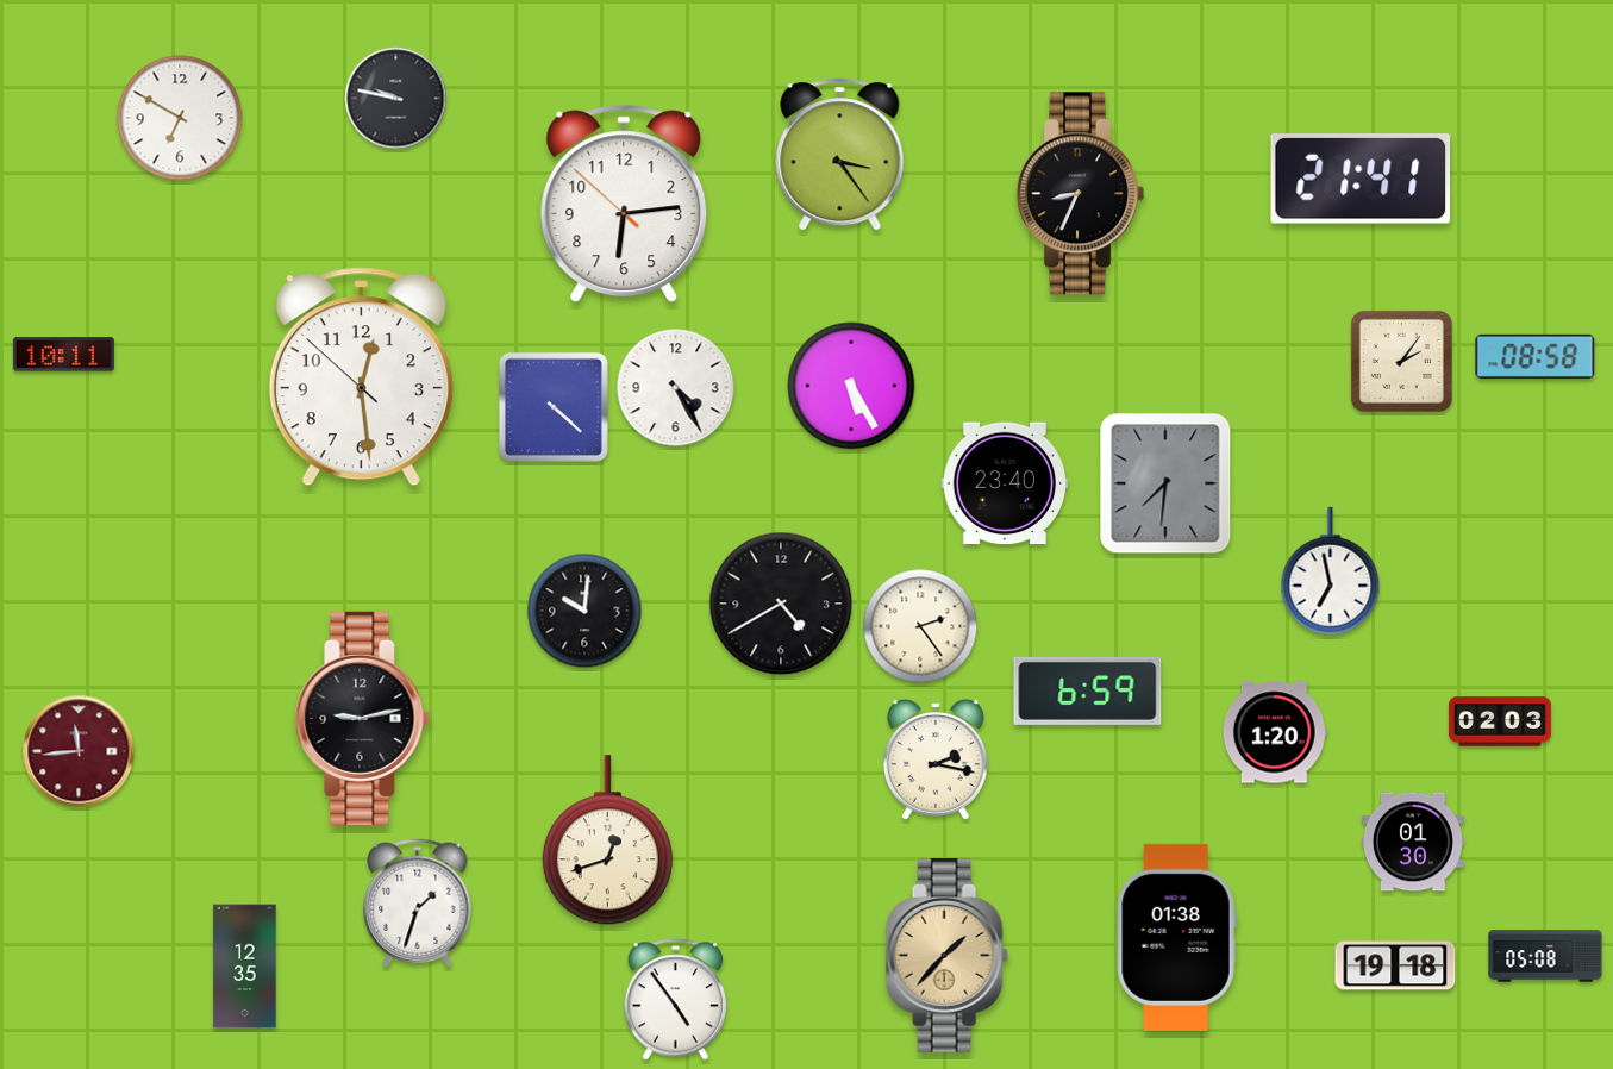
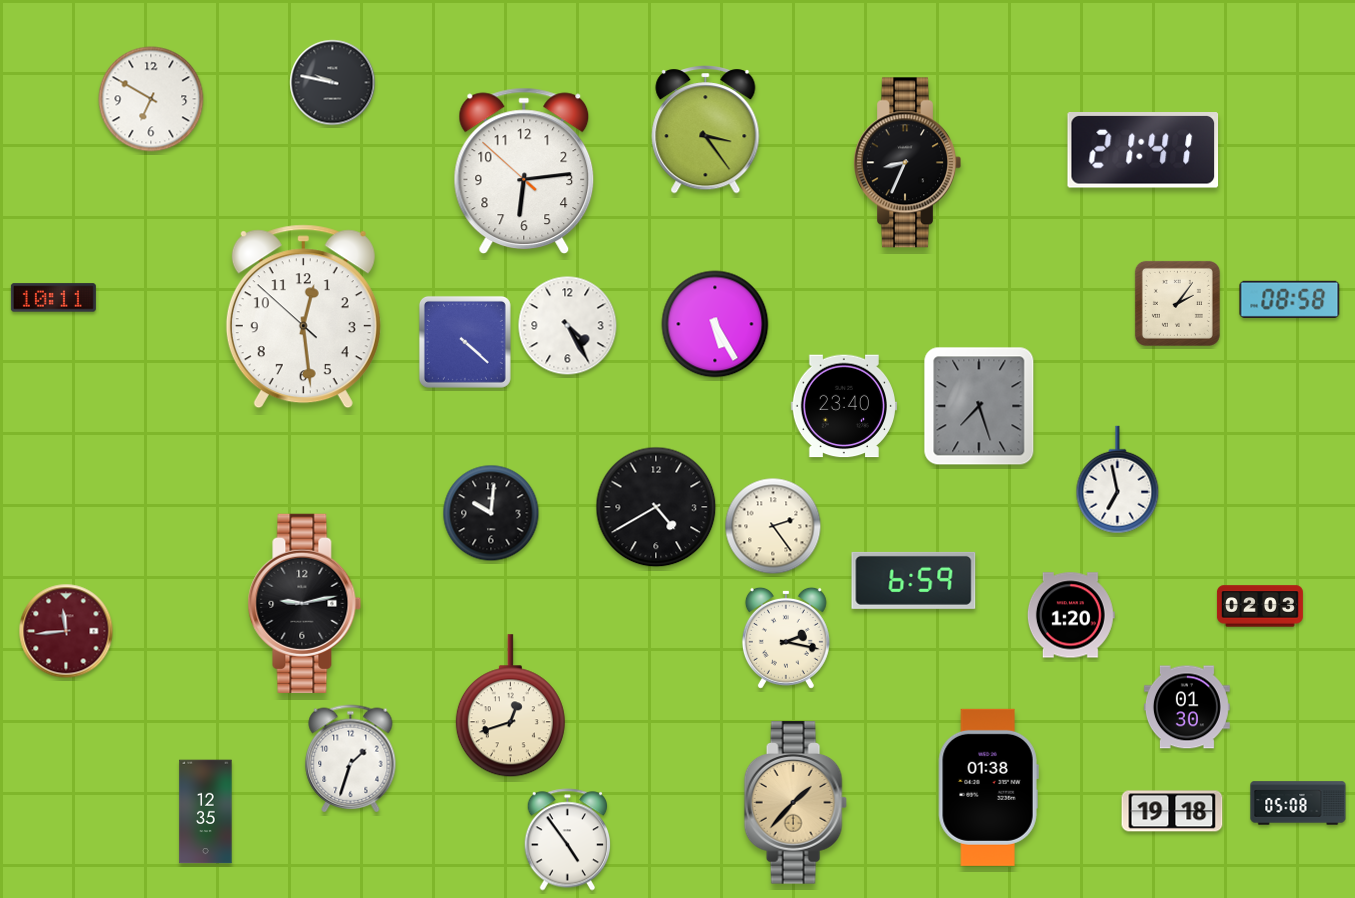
clock at (1165, 483): 7:31 -> 7:27
